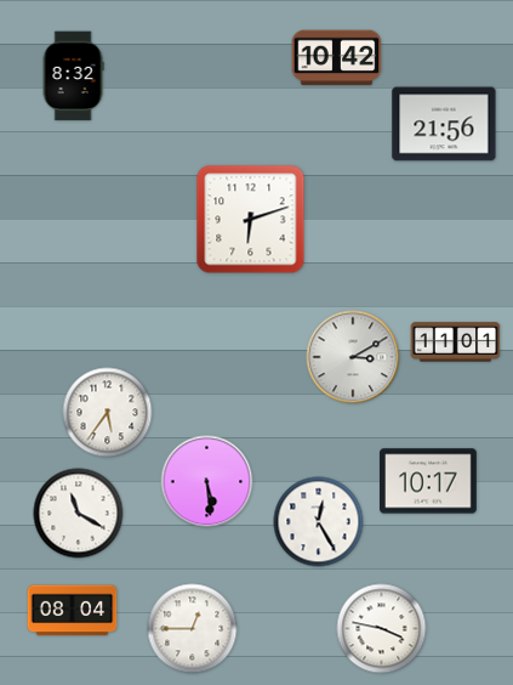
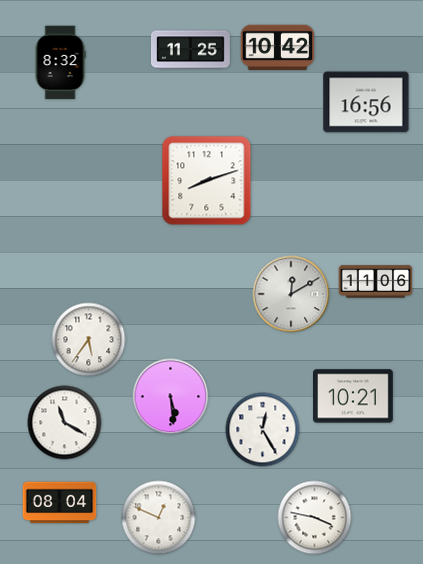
clock at (190, 50): none -> 11:25
clock at (444, 124): 21:56 -> 16:56
clock at (251, 220): 6:12 -> 8:12
clock at (456, 342): 11:01 -> 11:06
clock at (353, 357): 3:10 -> 12:10
clock at (429, 481): 10:17 -> 10:21
clock at (193, 629): 12:45 -> 12:49
